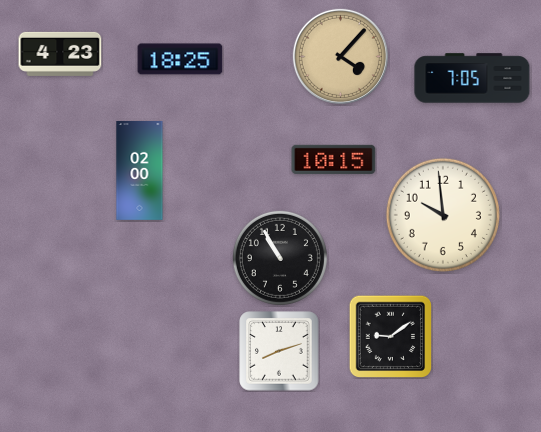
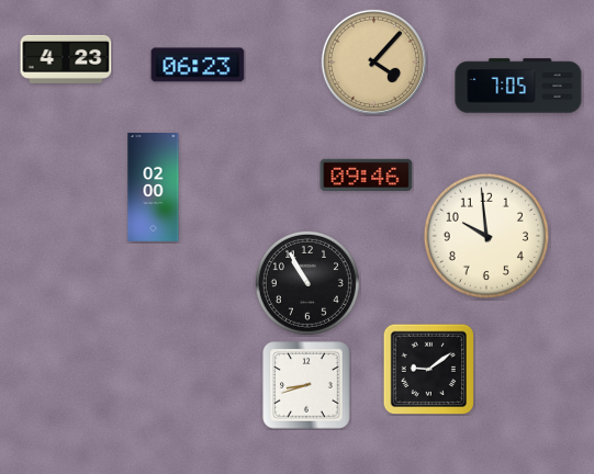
clock at (180, 59): 18:25 -> 06:23
clock at (334, 159): 10:15 -> 09:46
clock at (279, 351): 8:12 -> 8:42
